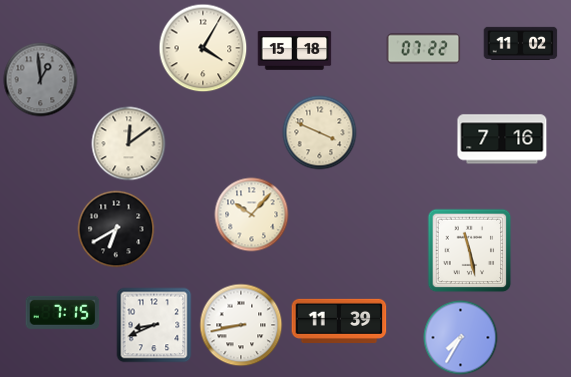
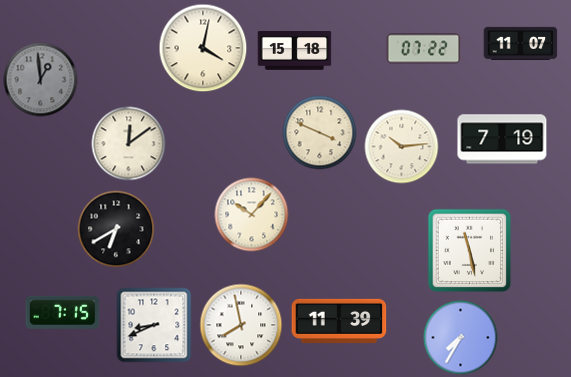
clock at (521, 43): 11:02 -> 11:07
clock at (203, 48): 4:05 -> 4:02
clock at (502, 139): 7:16 -> 7:19
clock at (402, 147): none -> 10:14
clock at (241, 325): 8:43 -> 7:58
